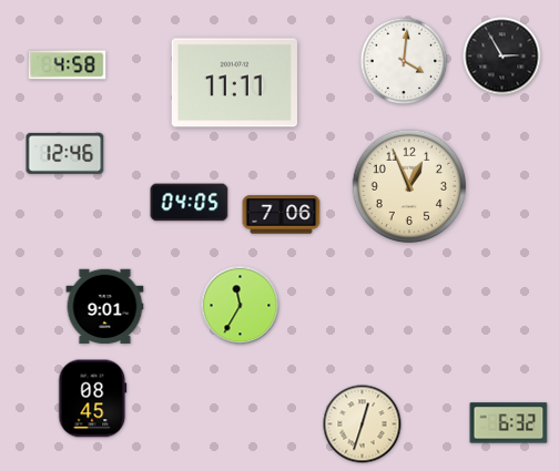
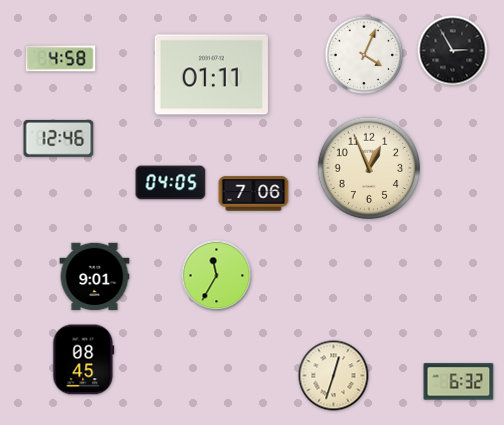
clock at (404, 61): 4:01 -> 4:04
clock at (234, 83): 11:11 -> 01:11
clock at (363, 424) position: (363, 424) -> (334, 376)
